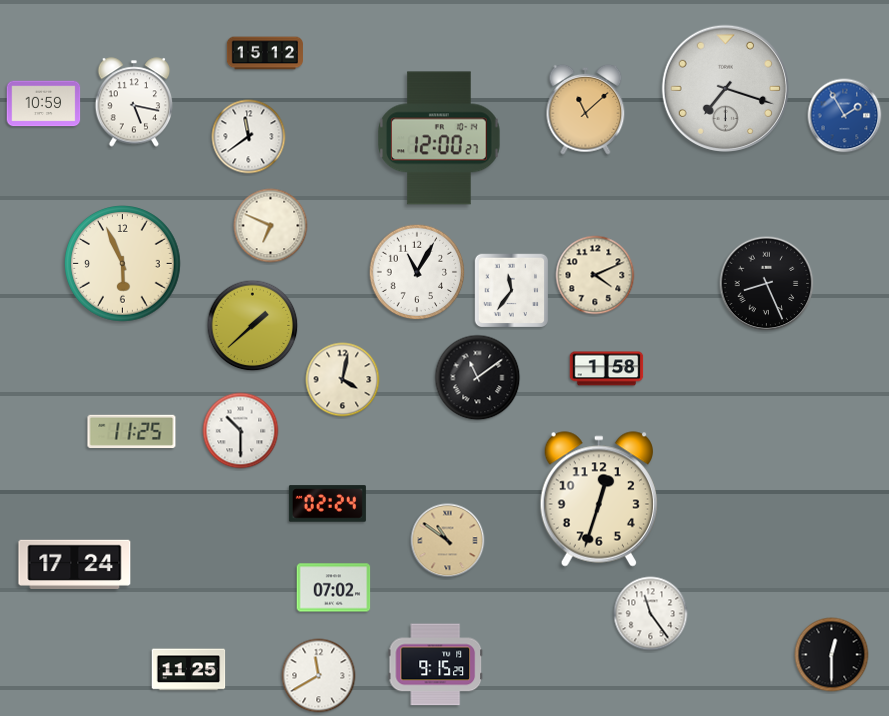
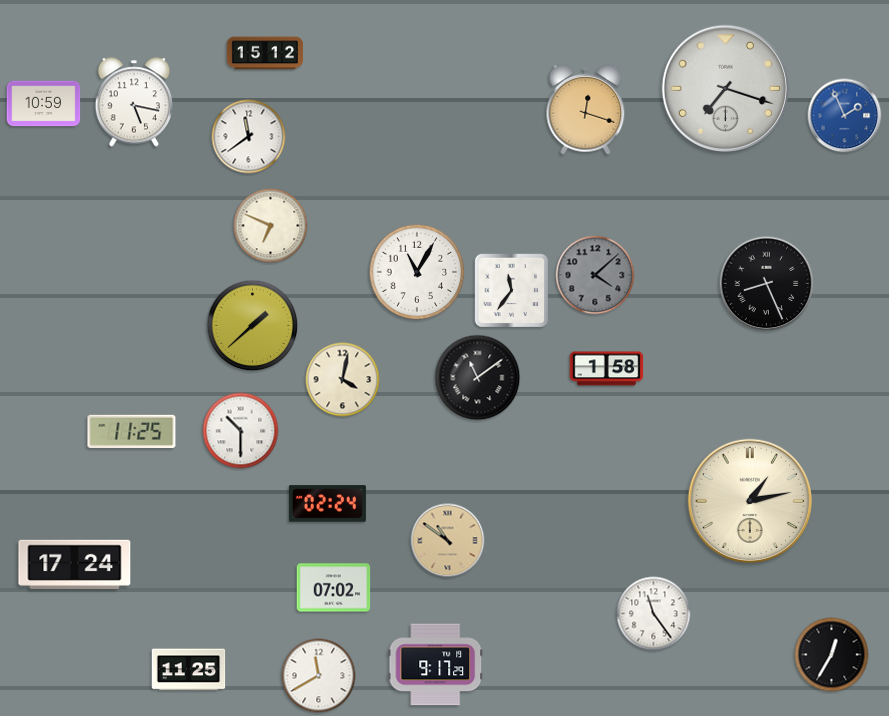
clock at (586, 109): 11:08 -> 12:18
clock at (845, 116): 1:55 -> 1:56
clock at (439, 138): 12:00 -> none
clock at (123, 264): 5:56 -> none
clock at (595, 275): 4:11 -> 4:08
clock at (595, 275) dial: cream -> grey
clock at (598, 499): 12:33 -> none
clock at (749, 500): none -> 1:13
clock at (651, 614) position: (651, 614) -> (654, 614)
clock at (832, 655): 12:30 -> 12:35
clock at (436, 665): 9:15 -> 9:17
